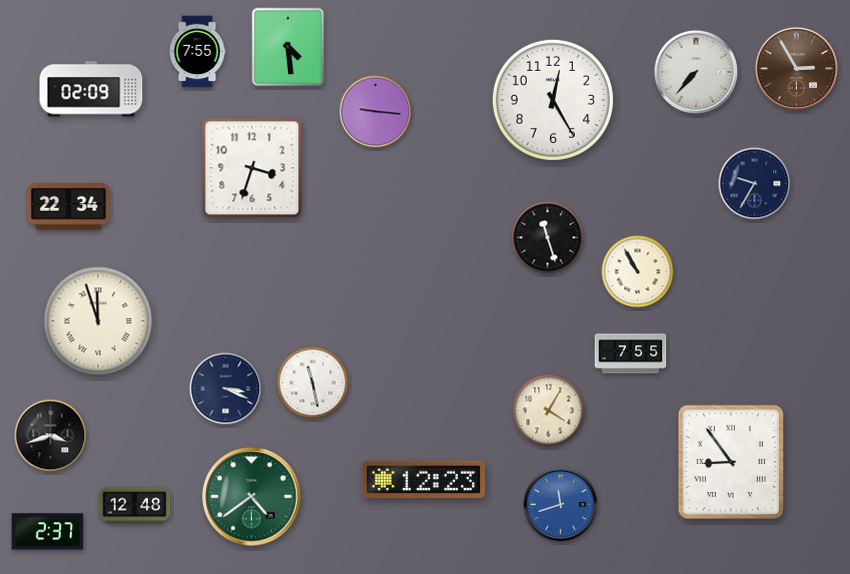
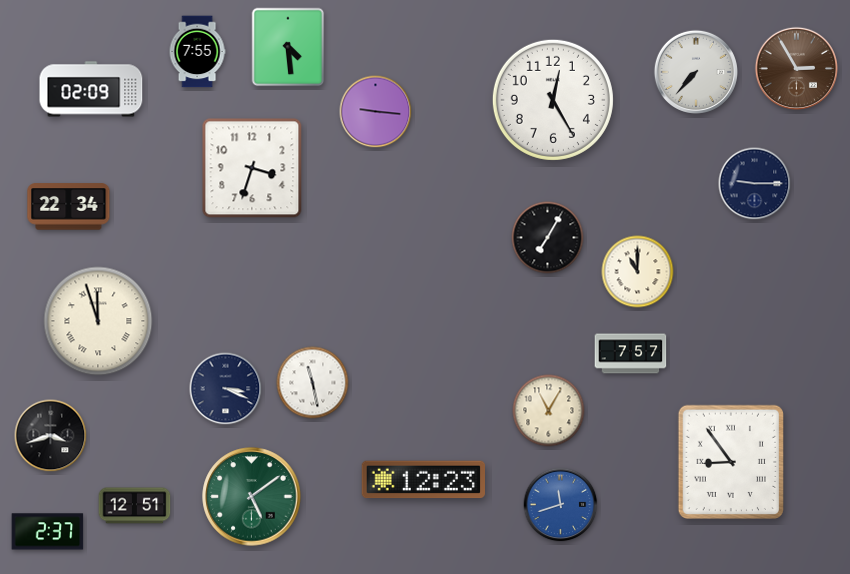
clock at (755, 184): 9:35 -> 9:15
clock at (548, 238): 11:27 -> 7:05
clock at (638, 272): 10:55 -> 11:00
clock at (631, 354): 7:55 -> 7:57
clock at (549, 411): 4:05 -> 11:05
clock at (252, 497): 4:39 -> 5:09
clock at (135, 506): 12:48 -> 12:51
